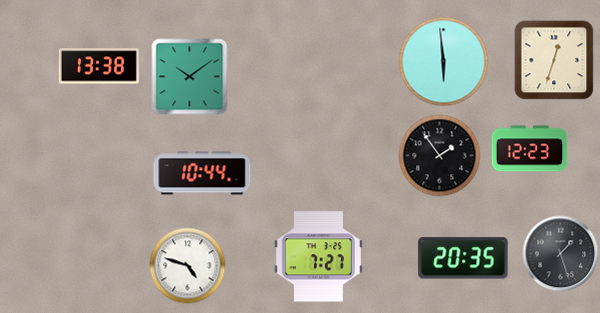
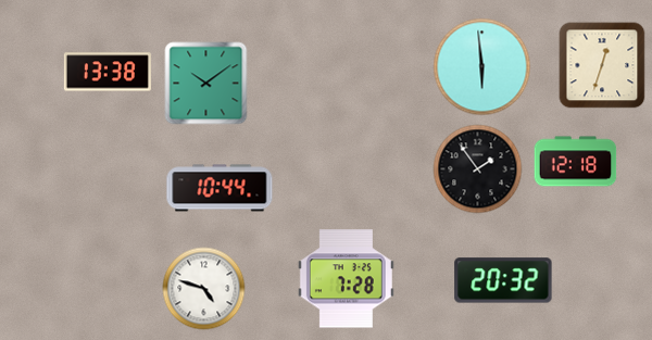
clock at (530, 149): 12:23 -> 12:18
clock at (561, 254): 1:27 -> none
clock at (318, 257): 7:27 -> 7:28
clock at (463, 258): 20:35 -> 20:32
